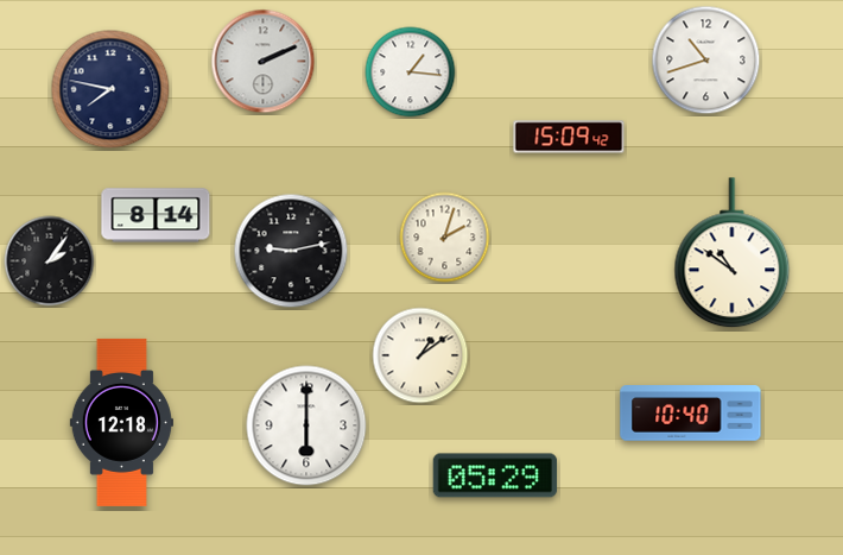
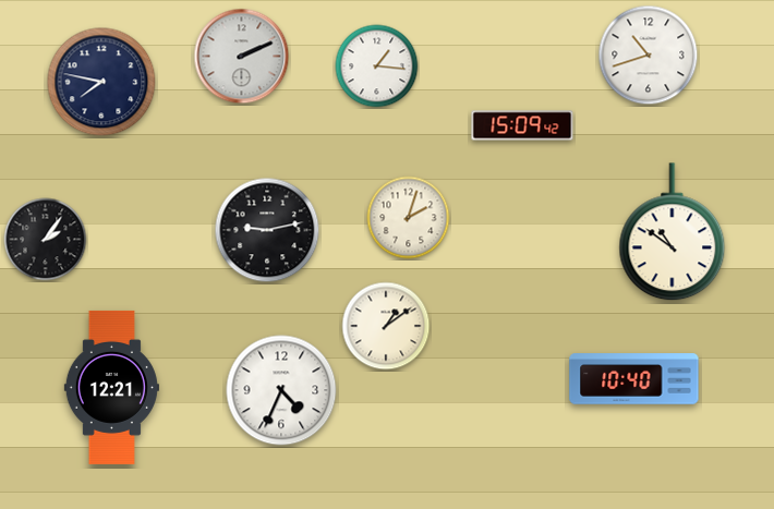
clock at (156, 215): 8:14 -> none
clock at (121, 422): 12:18 -> 12:21
clock at (306, 425): 6:00 -> 4:34
clock at (495, 475): 05:29 -> none
